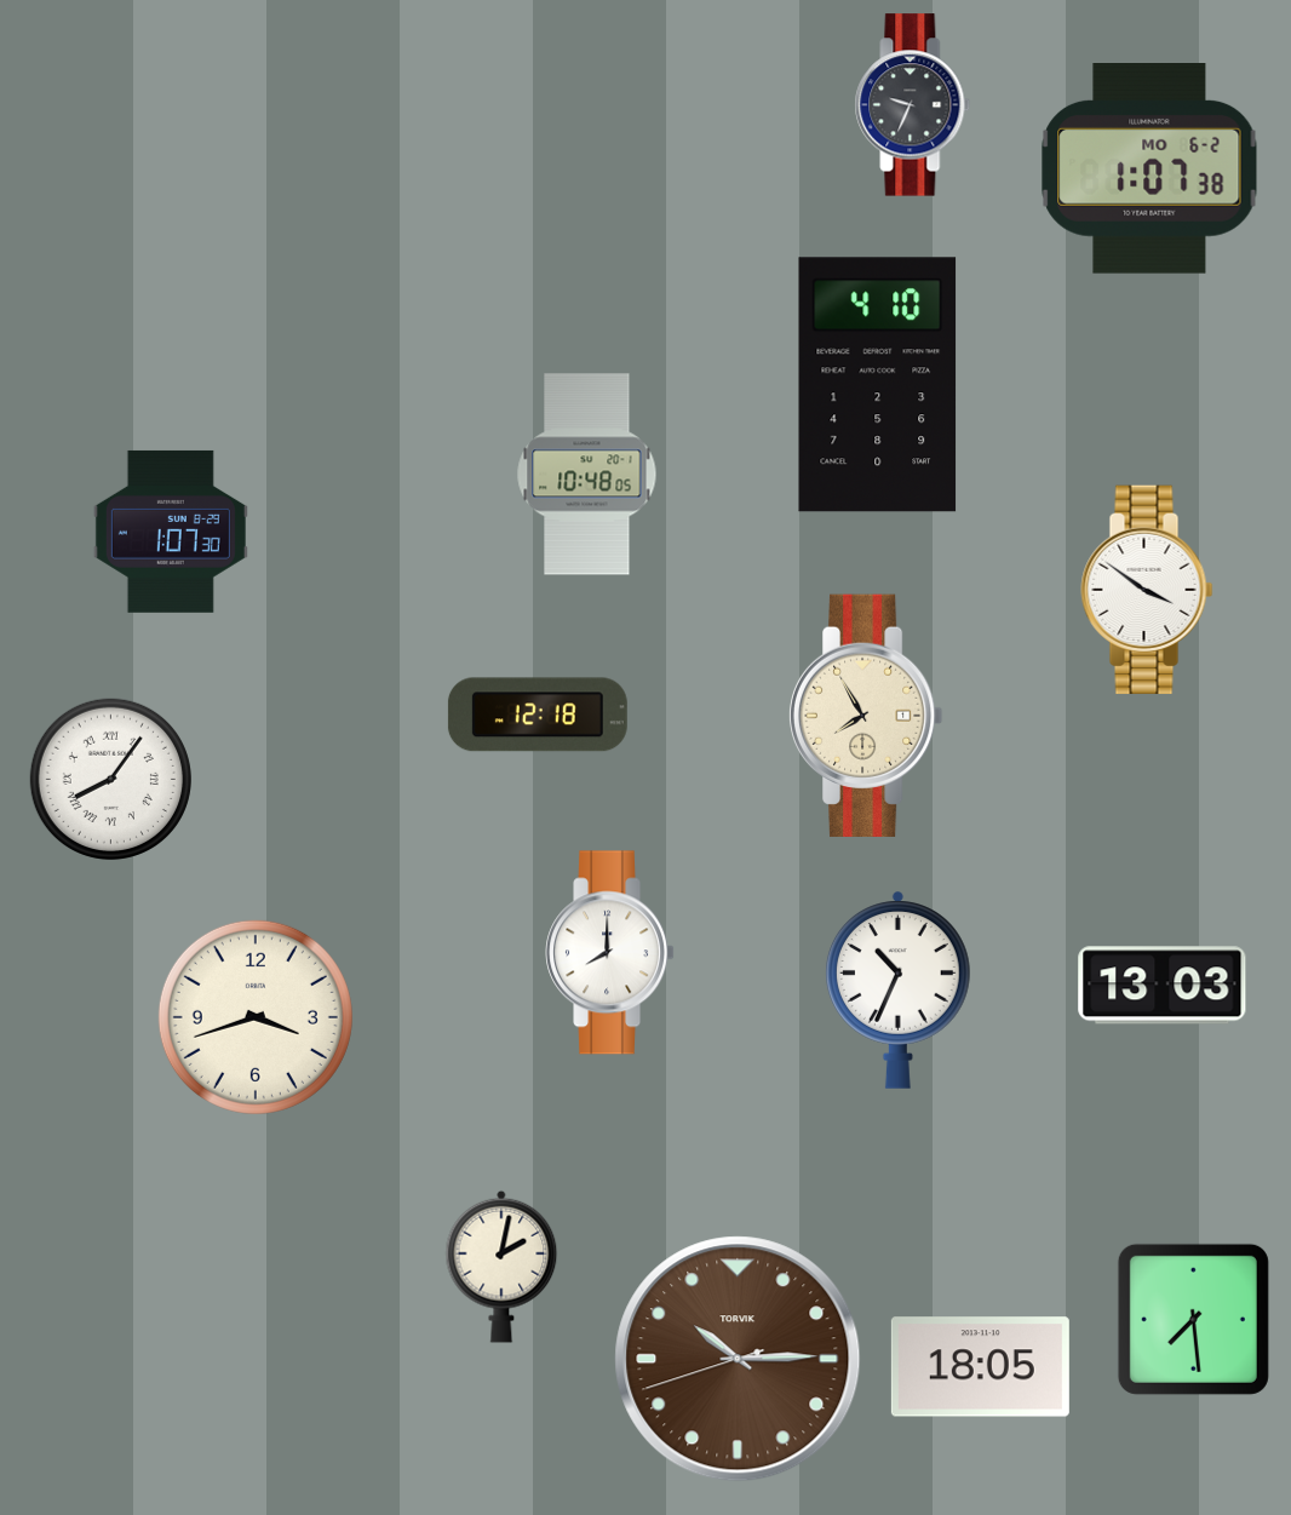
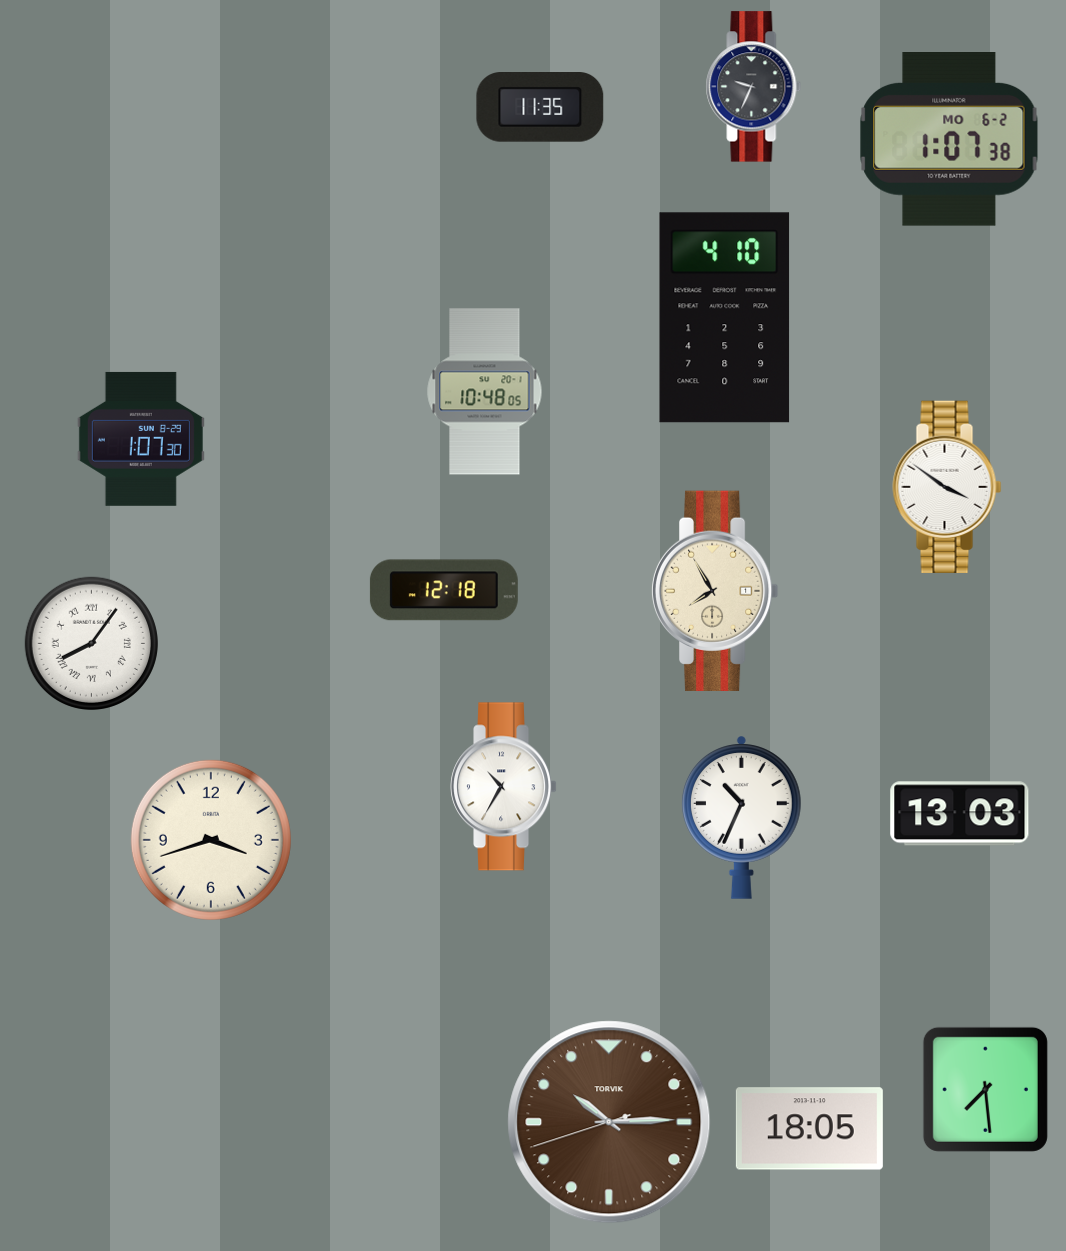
clock at (540, 108): none -> 11:35
clock at (610, 953): 8:00 -> 10:35
clock at (501, 1267): 2:02 -> none
